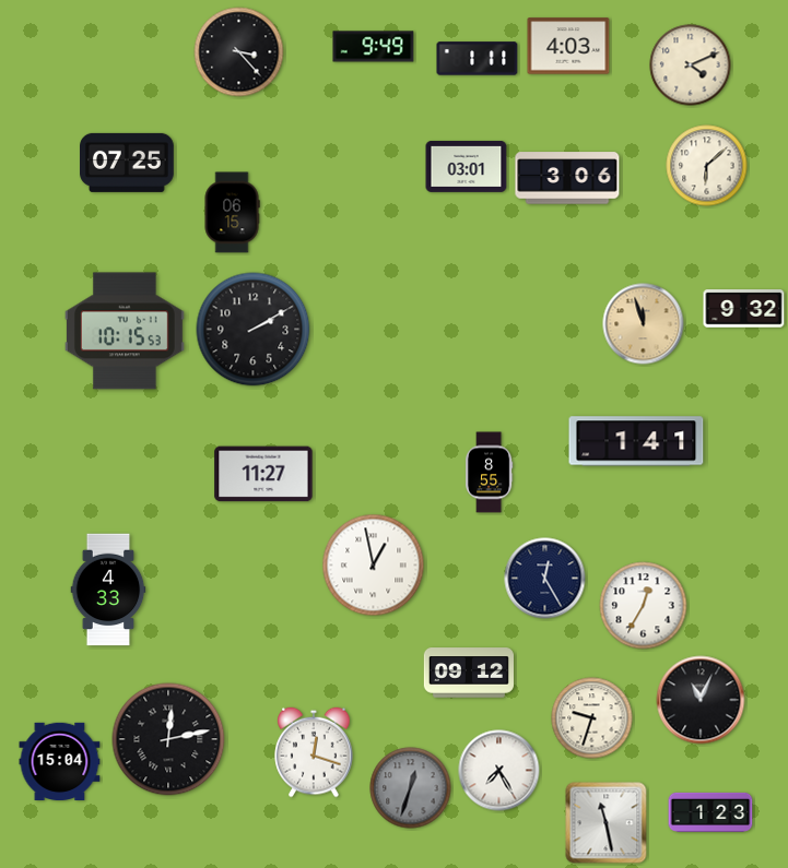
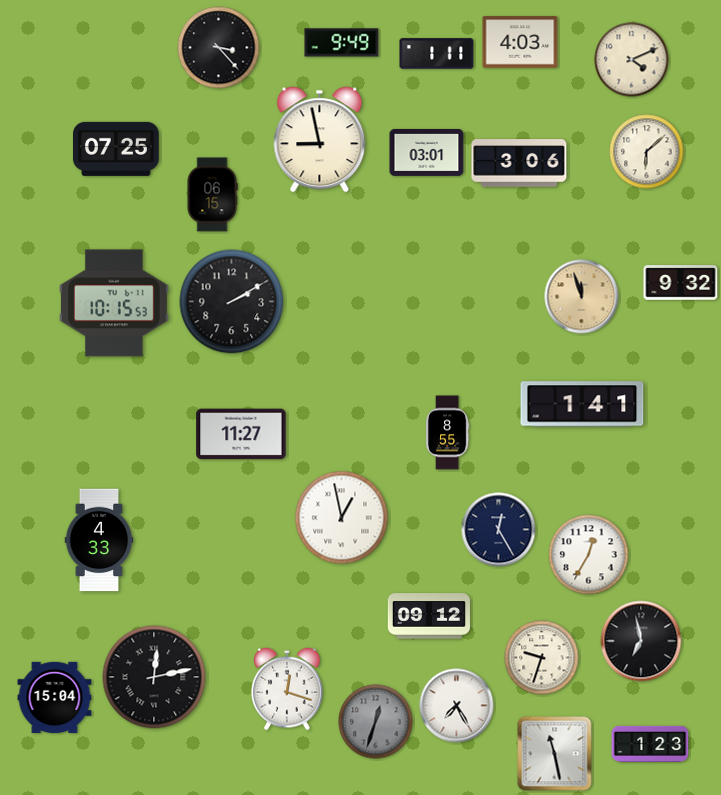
clock at (320, 140): none -> 8:58
clock at (644, 324) position: (644, 324) -> (582, 297)
clock at (701, 700): 11:04 -> 6:58
